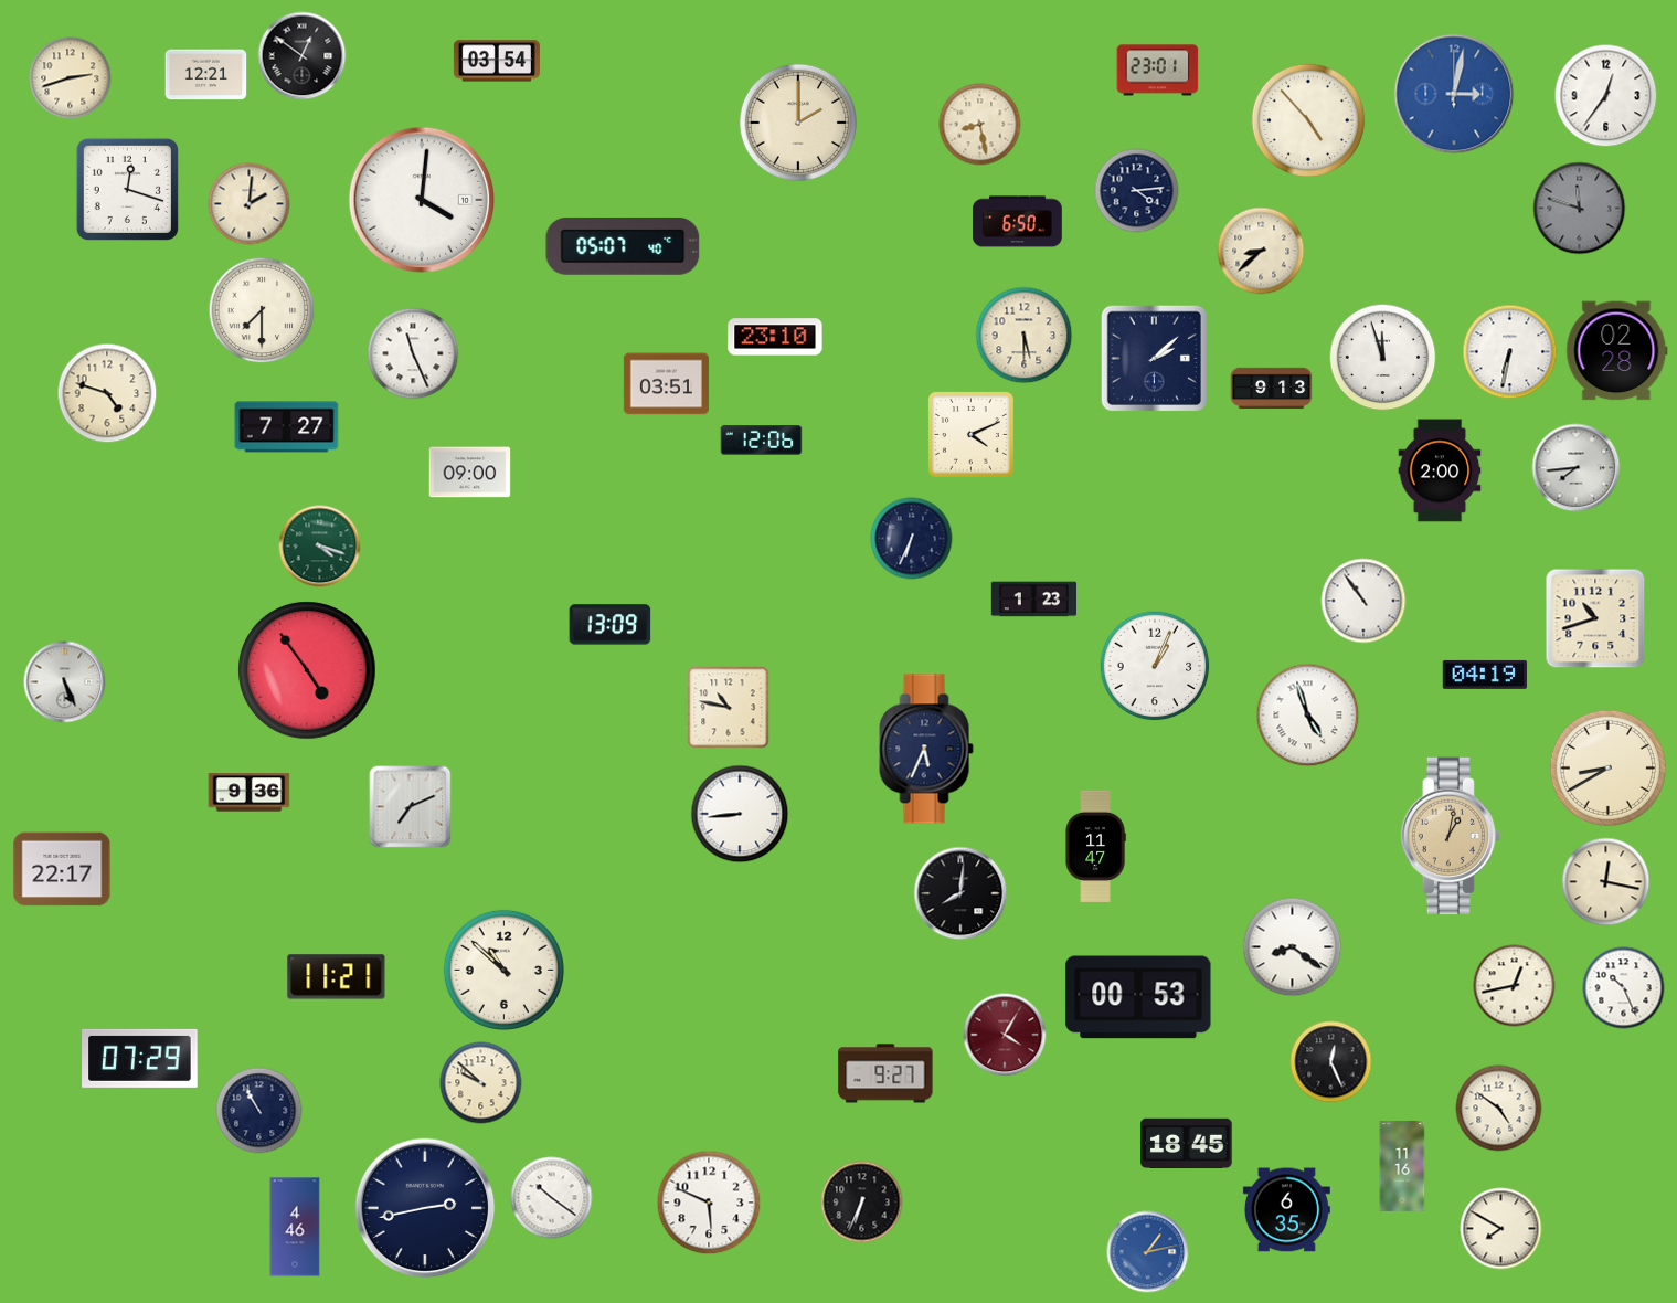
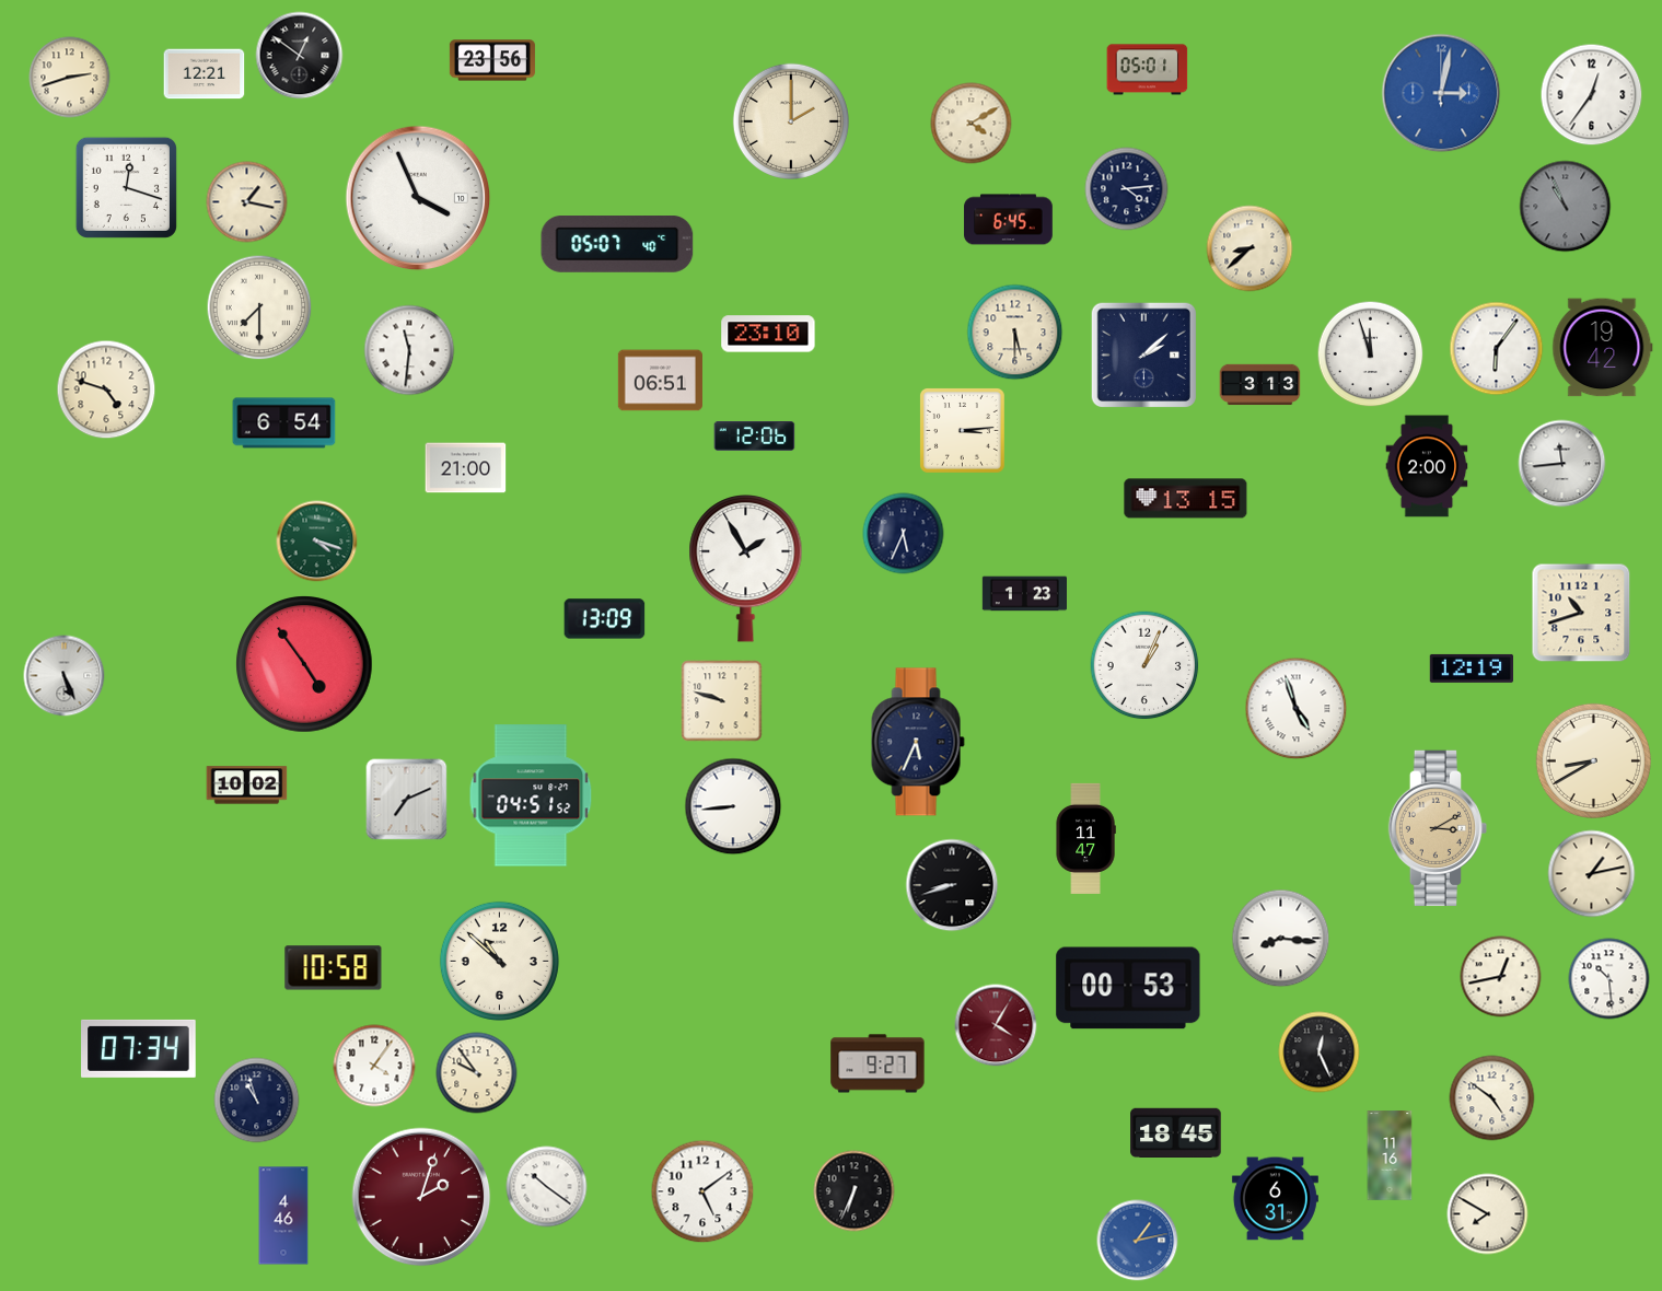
clock at (497, 61): 03:54 -> 23:56
clock at (1158, 71): 23:01 -> 05:01
clock at (1308, 120): 4:53 -> none
clock at (980, 125): 8:28 -> 4:10
clock at (422, 200): 4:01 -> 3:56
clock at (250, 204): 2:01 -> 1:17
clock at (1580, 209): 11:48 -> 10:56
clock at (1018, 222): 6:50 -> 6:45
clock at (1617, 351): 02:28 -> 19:42
clock at (1510, 352): 6:32 -> 6:06
clock at (413, 353): 11:26 -> 11:31
clock at (666, 384): 03:51 -> 06:51
clock at (1272, 389): 9:13 -> 3:13
clock at (287, 427): 7:27 -> 6:54
clock at (970, 434): 4:11 -> 3:14
clock at (1577, 468): 7:44 -> 11:44
clock at (470, 473): 09:00 -> 21:00
clock at (1186, 499): none -> 13:15
clock at (912, 539): 6:34 -> 5:34
clock at (746, 569): none -> 1:55
clock at (1363, 601): 10:54 -> none
clock at (1155, 666) position: (1155, 666) -> (1144, 665)
clock at (1484, 675): 04:19 -> 12:19
clock at (729, 708): 10:47 -> 9:48
clock at (250, 793): 9:36 -> 10:02
clock at (531, 795): none -> 04:51
clock at (1451, 836): 1:02 -> 3:10
clock at (62, 869): 22:17 -> none
clock at (1606, 882): 12:17 -> 1:13
clock at (960, 893): 8:01 -> 8:42
clock at (1293, 947): 8:21 -> 8:16
clock at (337, 977): 11:21 -> 10:58
clock at (1624, 988): 10:26 -> 10:29
clock at (140, 1058): 07:29 -> 07:34
clock at (374, 1066): none -> 4:06
clock at (481, 1083): 9:52 -> 9:54
clock at (1499, 1109) position: (1499, 1109) -> (1492, 1098)
clock at (259, 1111): 10:55 -> 10:57
clock at (709, 1203): 5:49 -> 5:09
clock at (425, 1208): 2:43 -> 2:03
clock at (425, 1208) dial: navy -> burgundy
clock at (1286, 1210): 6:35 -> 6:31
clock at (295, 1227) position: (295, 1227) -> (283, 1216)
clock at (1501, 1229) position: (1501, 1229) -> (1488, 1214)
